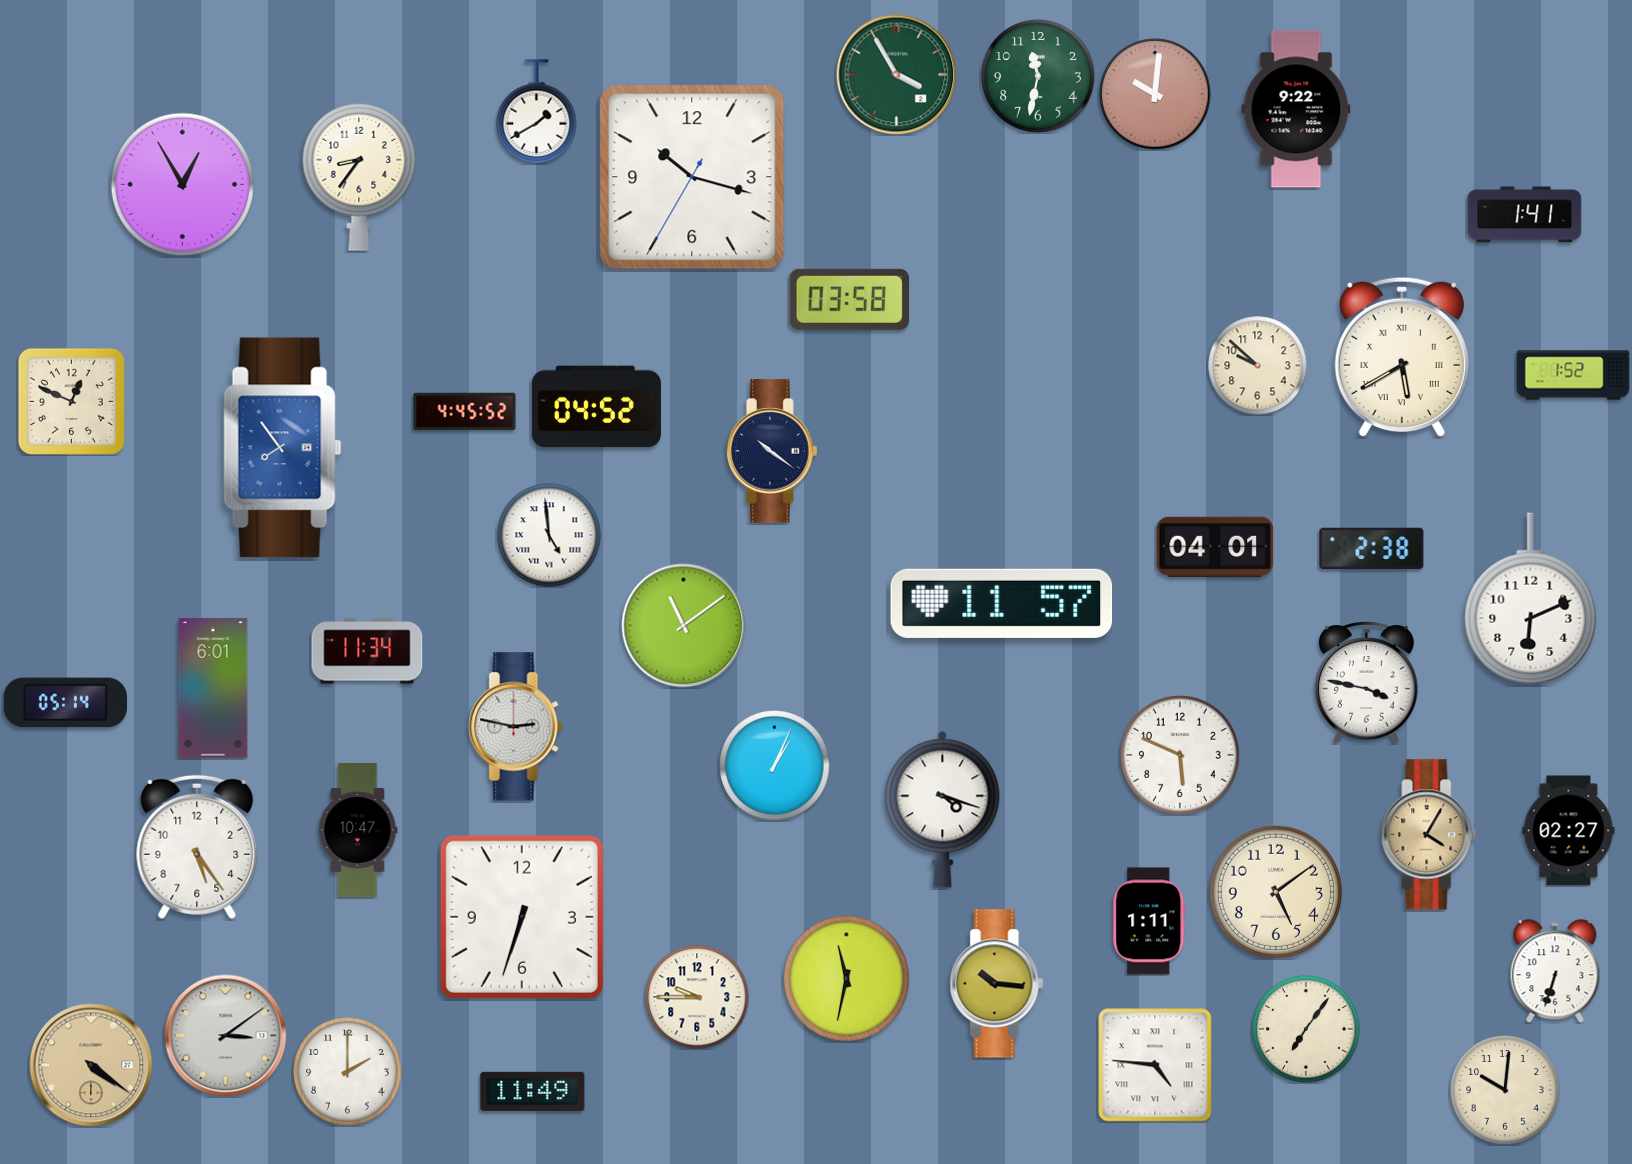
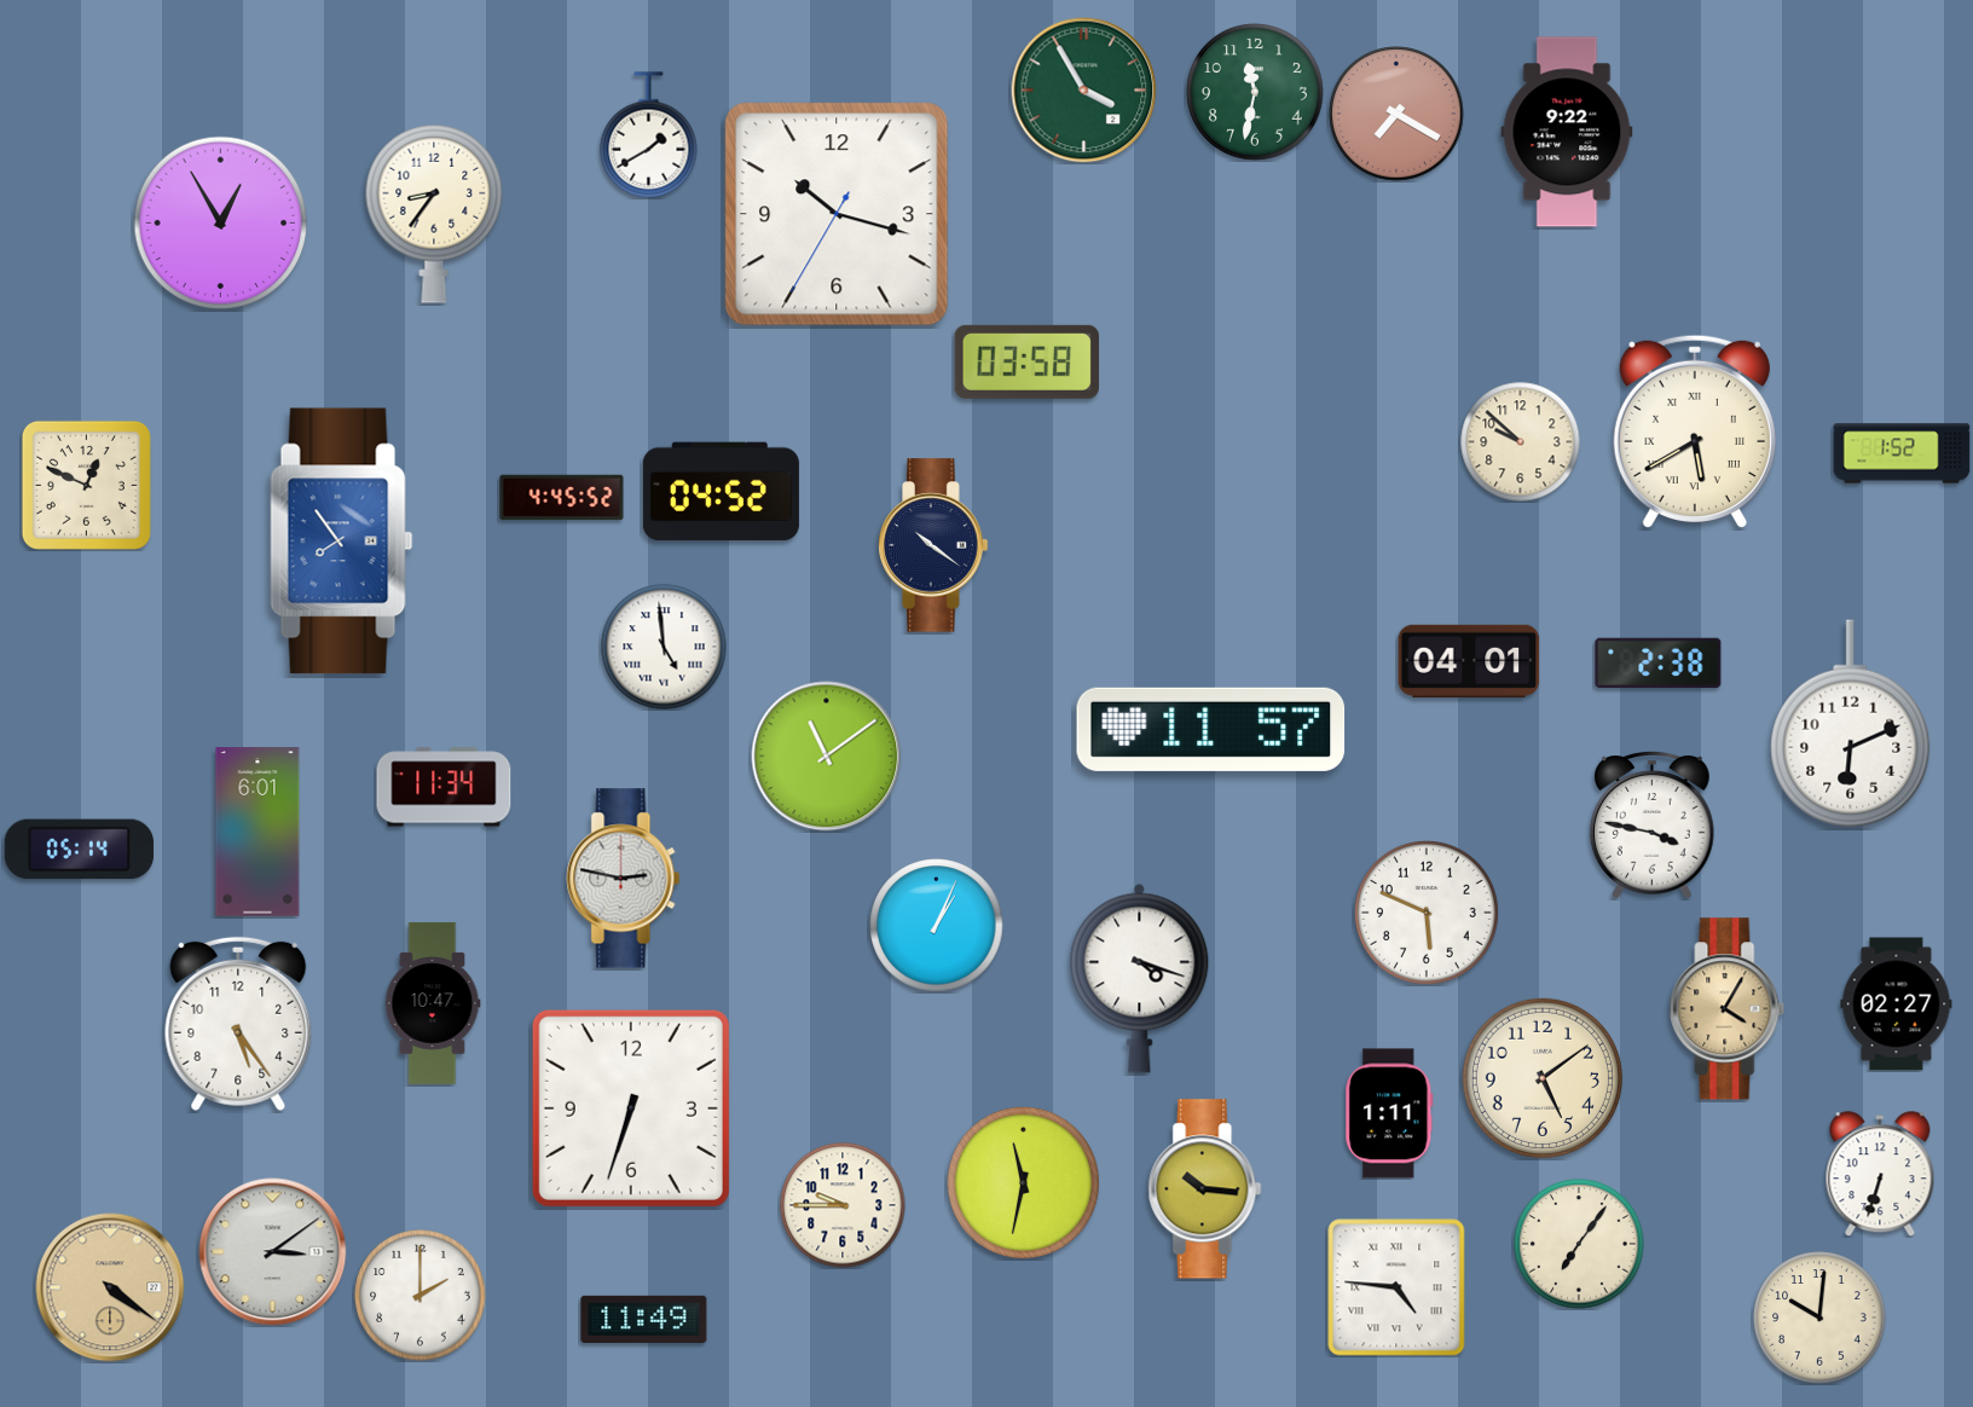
clock at (1155, 94): 10:01 -> 7:20
clock at (1525, 215): 1:41 -> none
